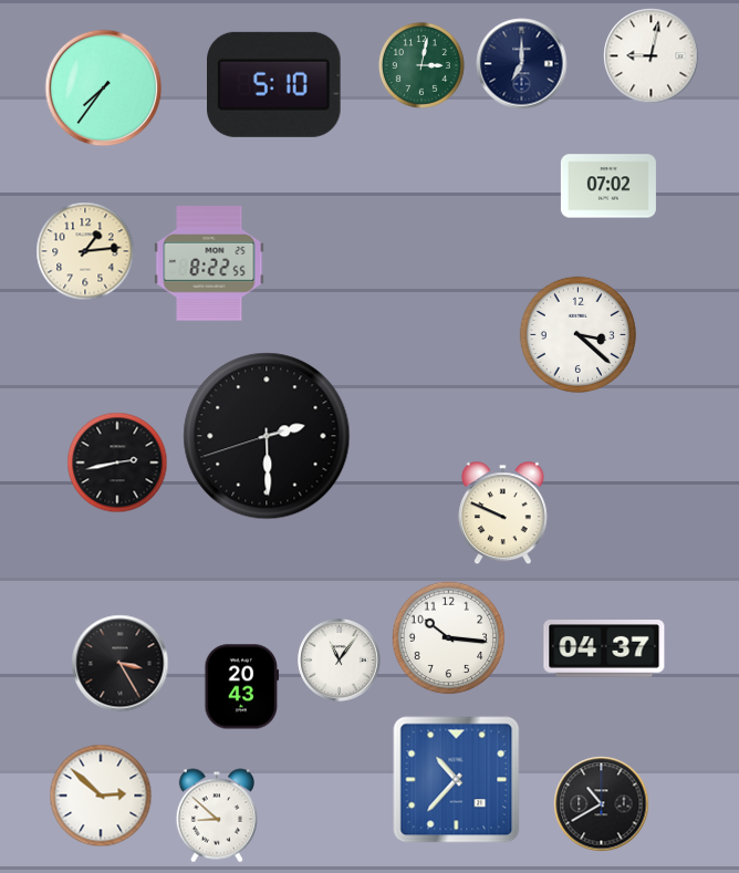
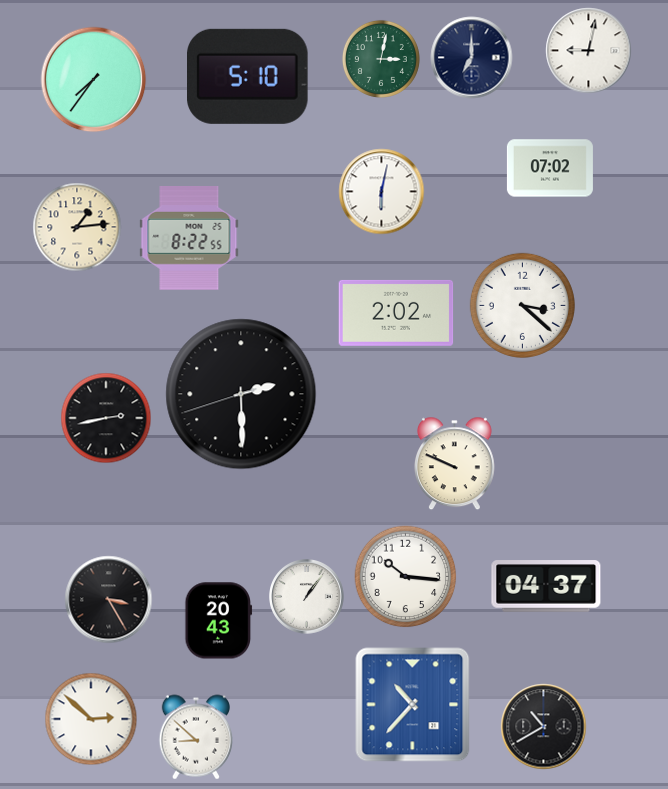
clock at (382, 192): none -> 6:02
clock at (577, 334) position: (577, 334) -> (522, 305)
clock at (396, 313): none -> 2:02
clock at (340, 661): 11:06 -> 1:06
